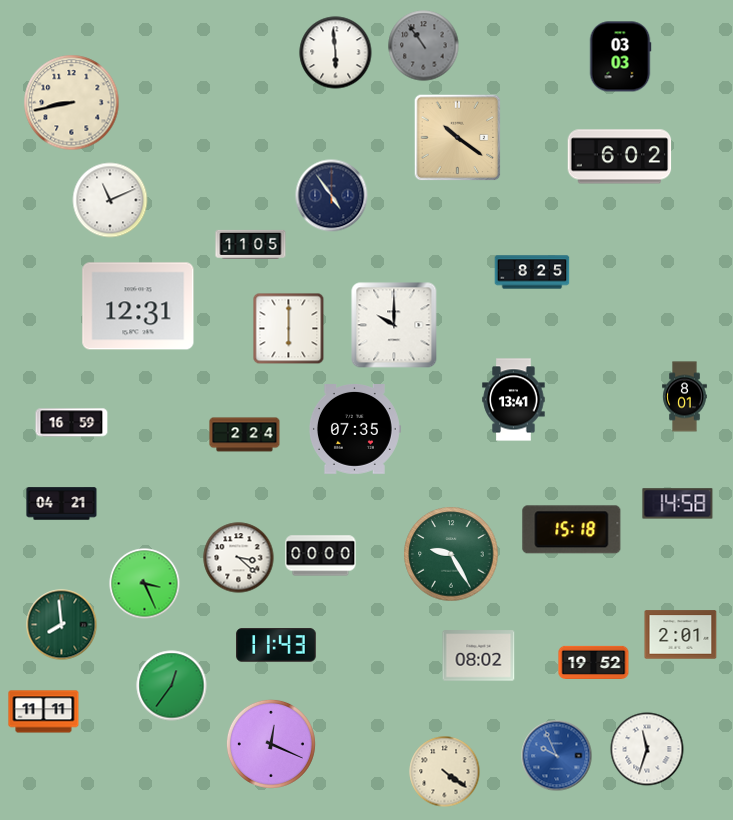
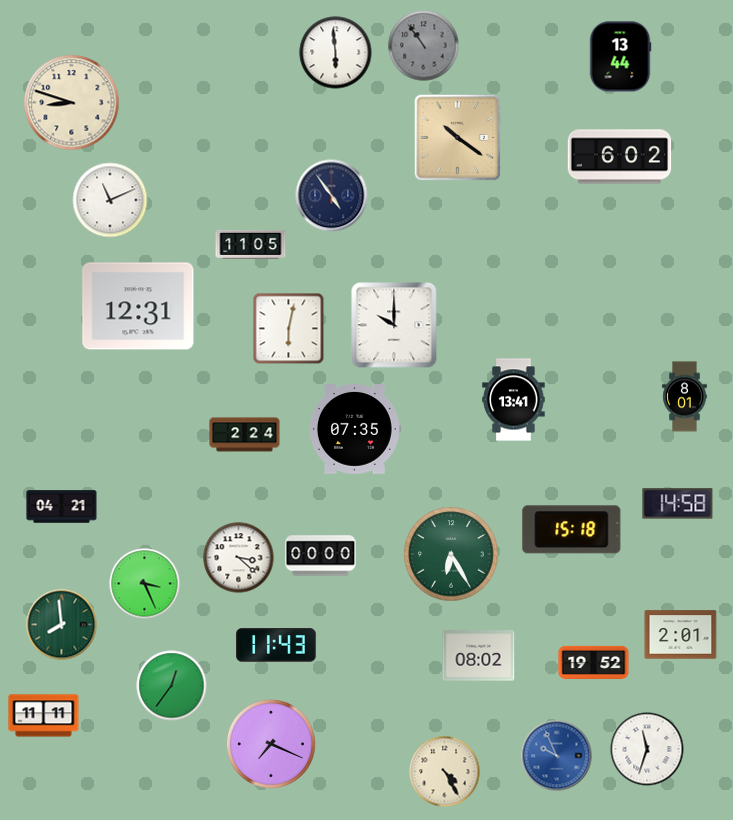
clock at (620, 57): 03:03 -> 13:44
clock at (72, 103): 8:43 -> 8:48
clock at (532, 272): 8:25 -> none
clock at (289, 329): 6:00 -> 6:02
clock at (72, 423): 16:59 -> none
clock at (62, 504) position: (62, 504) -> (62, 507)
clock at (451, 554): 9:25 -> 6:25
clock at (44, 712) position: (44, 712) -> (44, 716)
clock at (271, 744): 12:19 -> 7:19
clock at (445, 772): 4:21 -> 4:25
